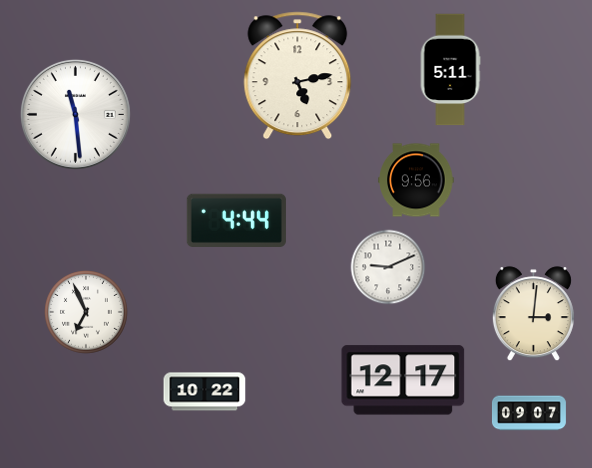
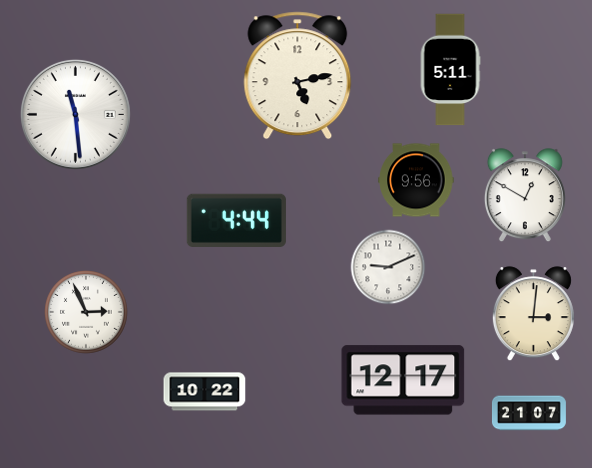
clock at (525, 196): none -> 12:50
clock at (86, 312): 6:56 -> 2:56
clock at (529, 413): 09:07 -> 21:07
